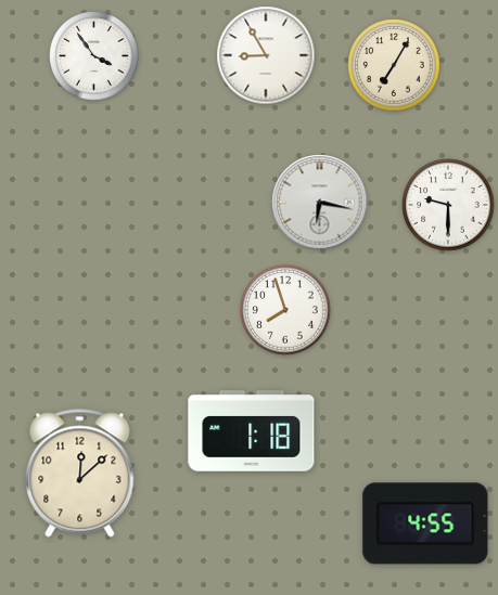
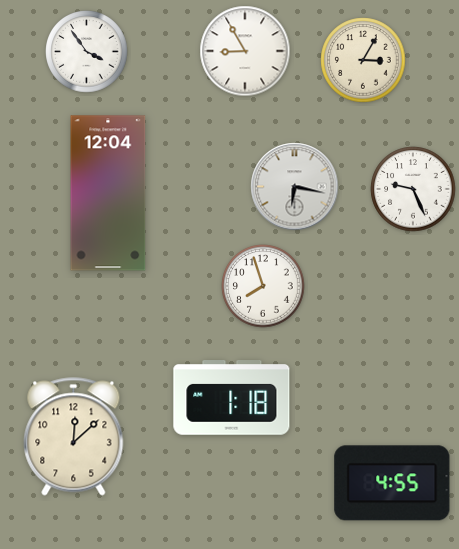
clock at (394, 65): 7:05 -> 3:05
clock at (448, 205): 9:30 -> 9:26
clock at (108, 193): none -> 12:04
